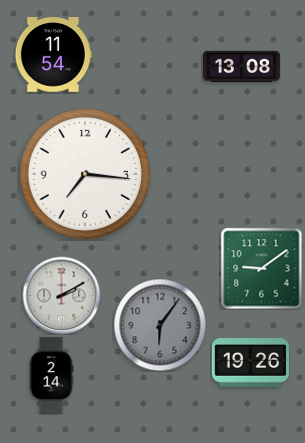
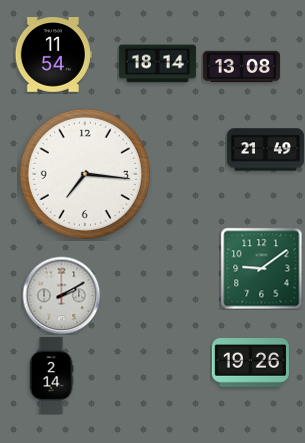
clock at (157, 64): none -> 18:14
clock at (265, 150): none -> 21:49
clock at (160, 325): 6:06 -> none
